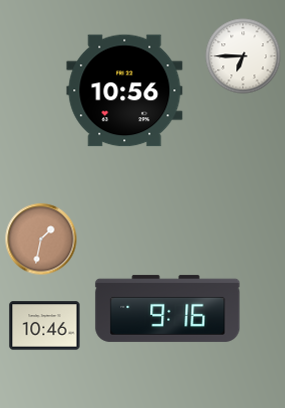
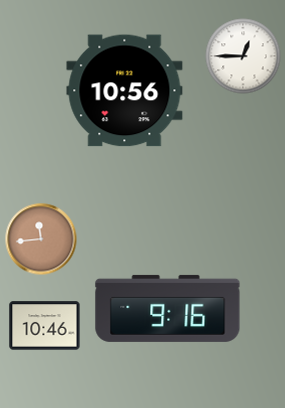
clock at (243, 56): 6:45 -> 12:45
clock at (41, 239): 1:32 -> 11:44
